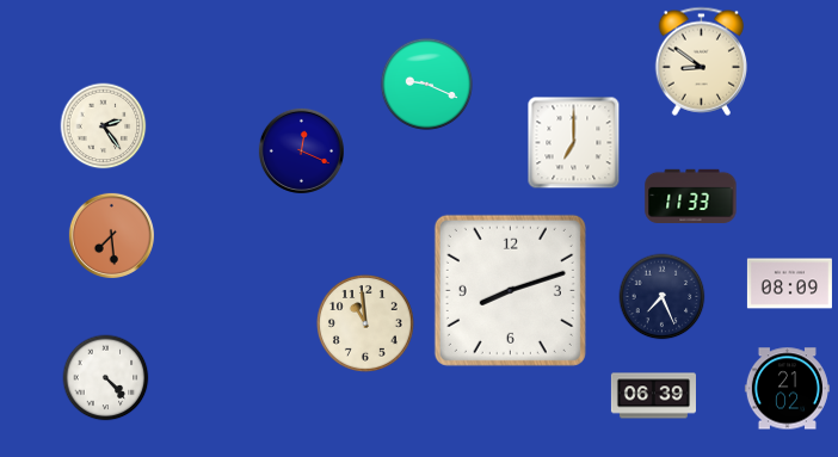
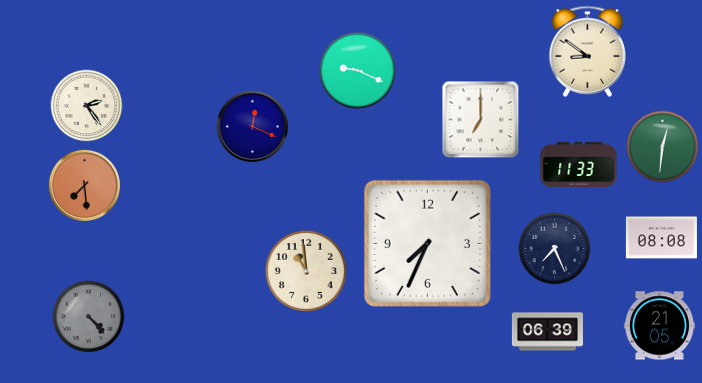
clock at (663, 147): none -> 12:31
clock at (111, 235) position: (111, 235) -> (84, 185)
clock at (789, 284): 08:09 -> 08:08
clock at (510, 290): 8:12 -> 7:34
clock at (106, 378) dial: white -> grey
clock at (787, 389): 21:02 -> 21:05
